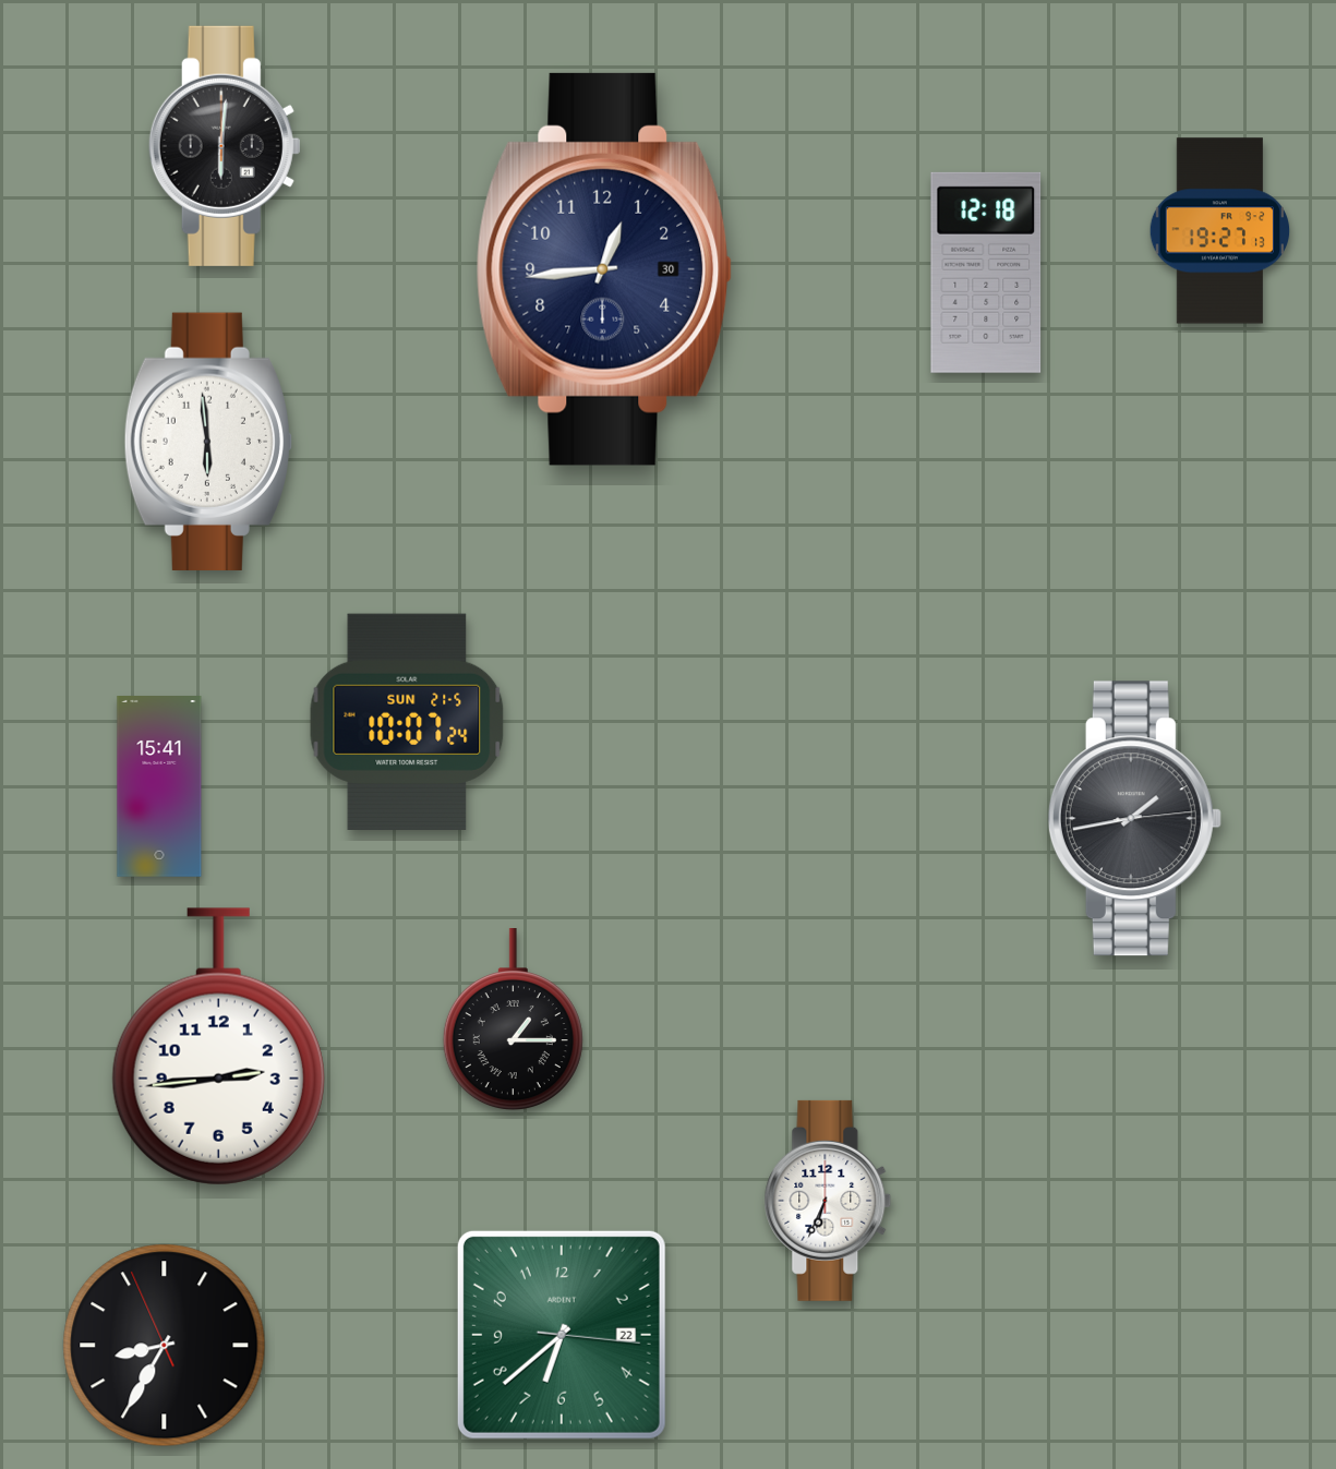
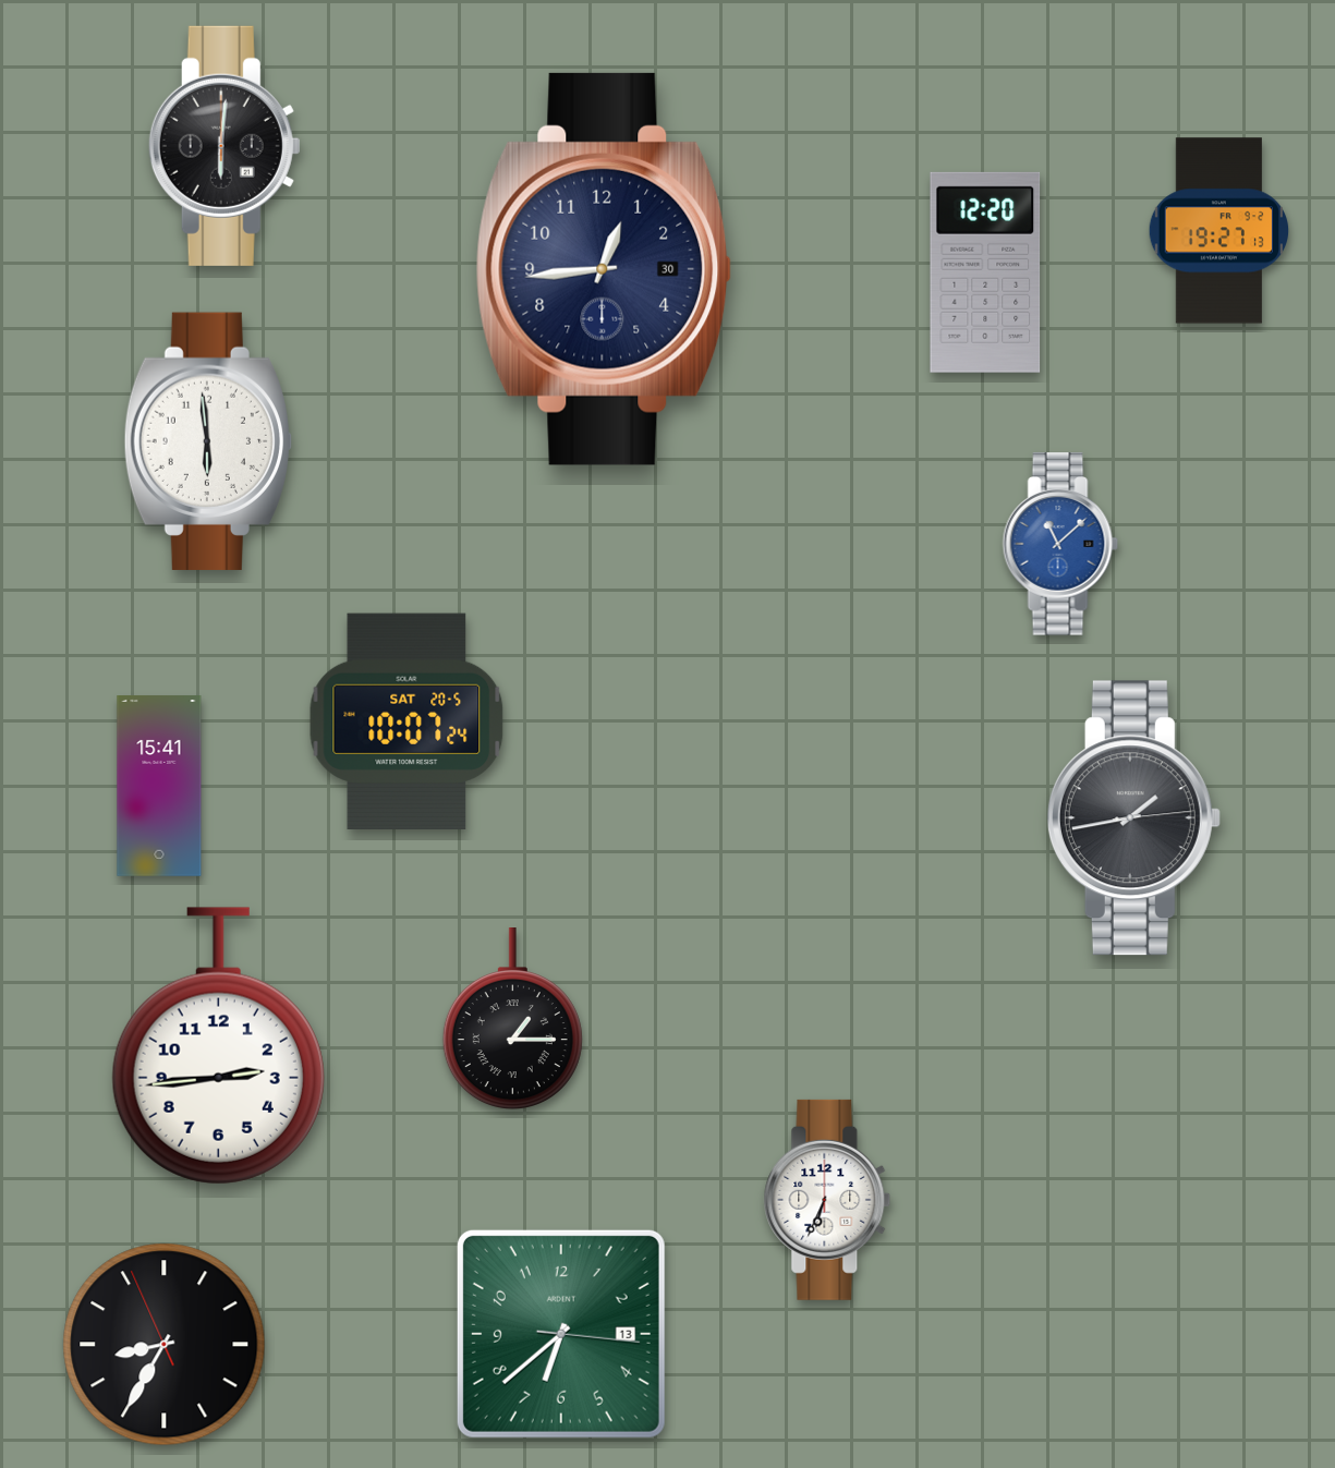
clock at (986, 273): 12:18 -> 12:20
clock at (1060, 544): none -> 11:08
clock at (407, 722) date: SUN 21-5 -> SAT 20-5
clock at (562, 1335) date: 22 -> 13
